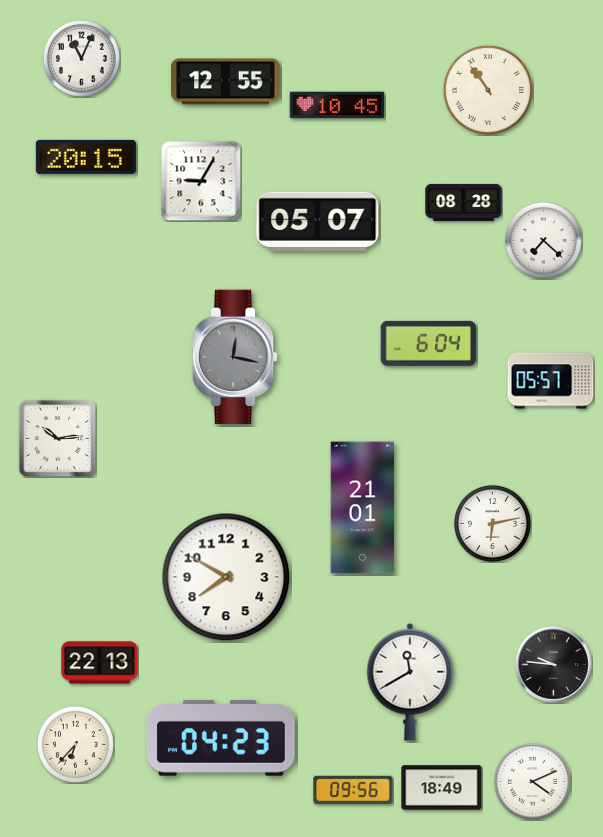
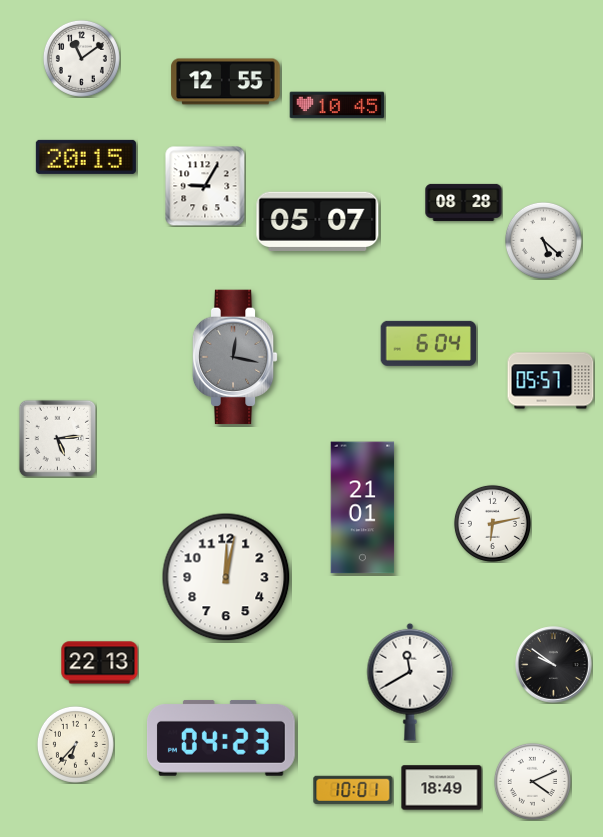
clock at (81, 58): 11:04 -> 11:09
clock at (487, 90): 10:54 -> none
clock at (201, 181) position: (201, 181) -> (205, 186)
clock at (543, 240): 7:22 -> 5:22
clock at (57, 438): 10:14 -> 5:14
clock at (226, 577): 7:50 -> 12:02
clock at (554, 665): 9:46 -> 9:51
clock at (353, 790): 09:56 -> 10:01
